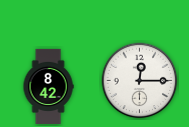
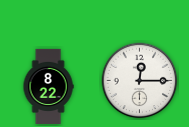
clock at (48, 86): 8:42 -> 8:22
